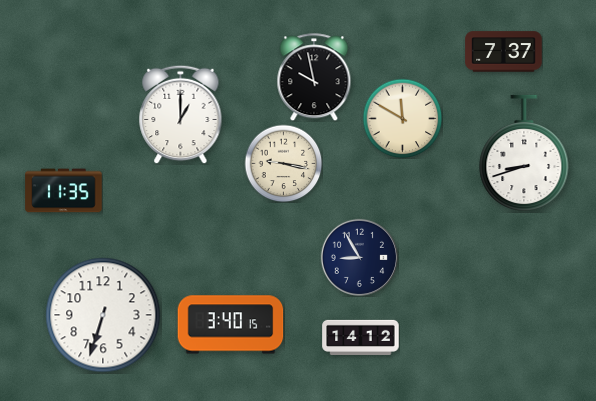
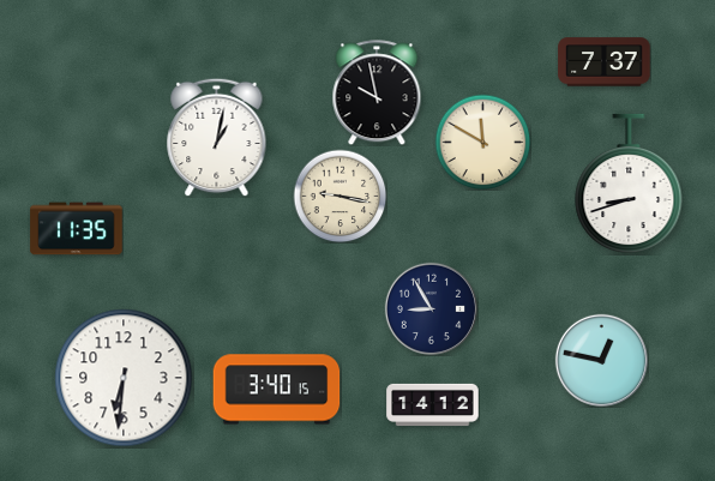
clock at (181, 114): 1:00 -> 1:02
clock at (601, 360): none -> 12:47
clock at (103, 315): 6:33 -> 6:31
